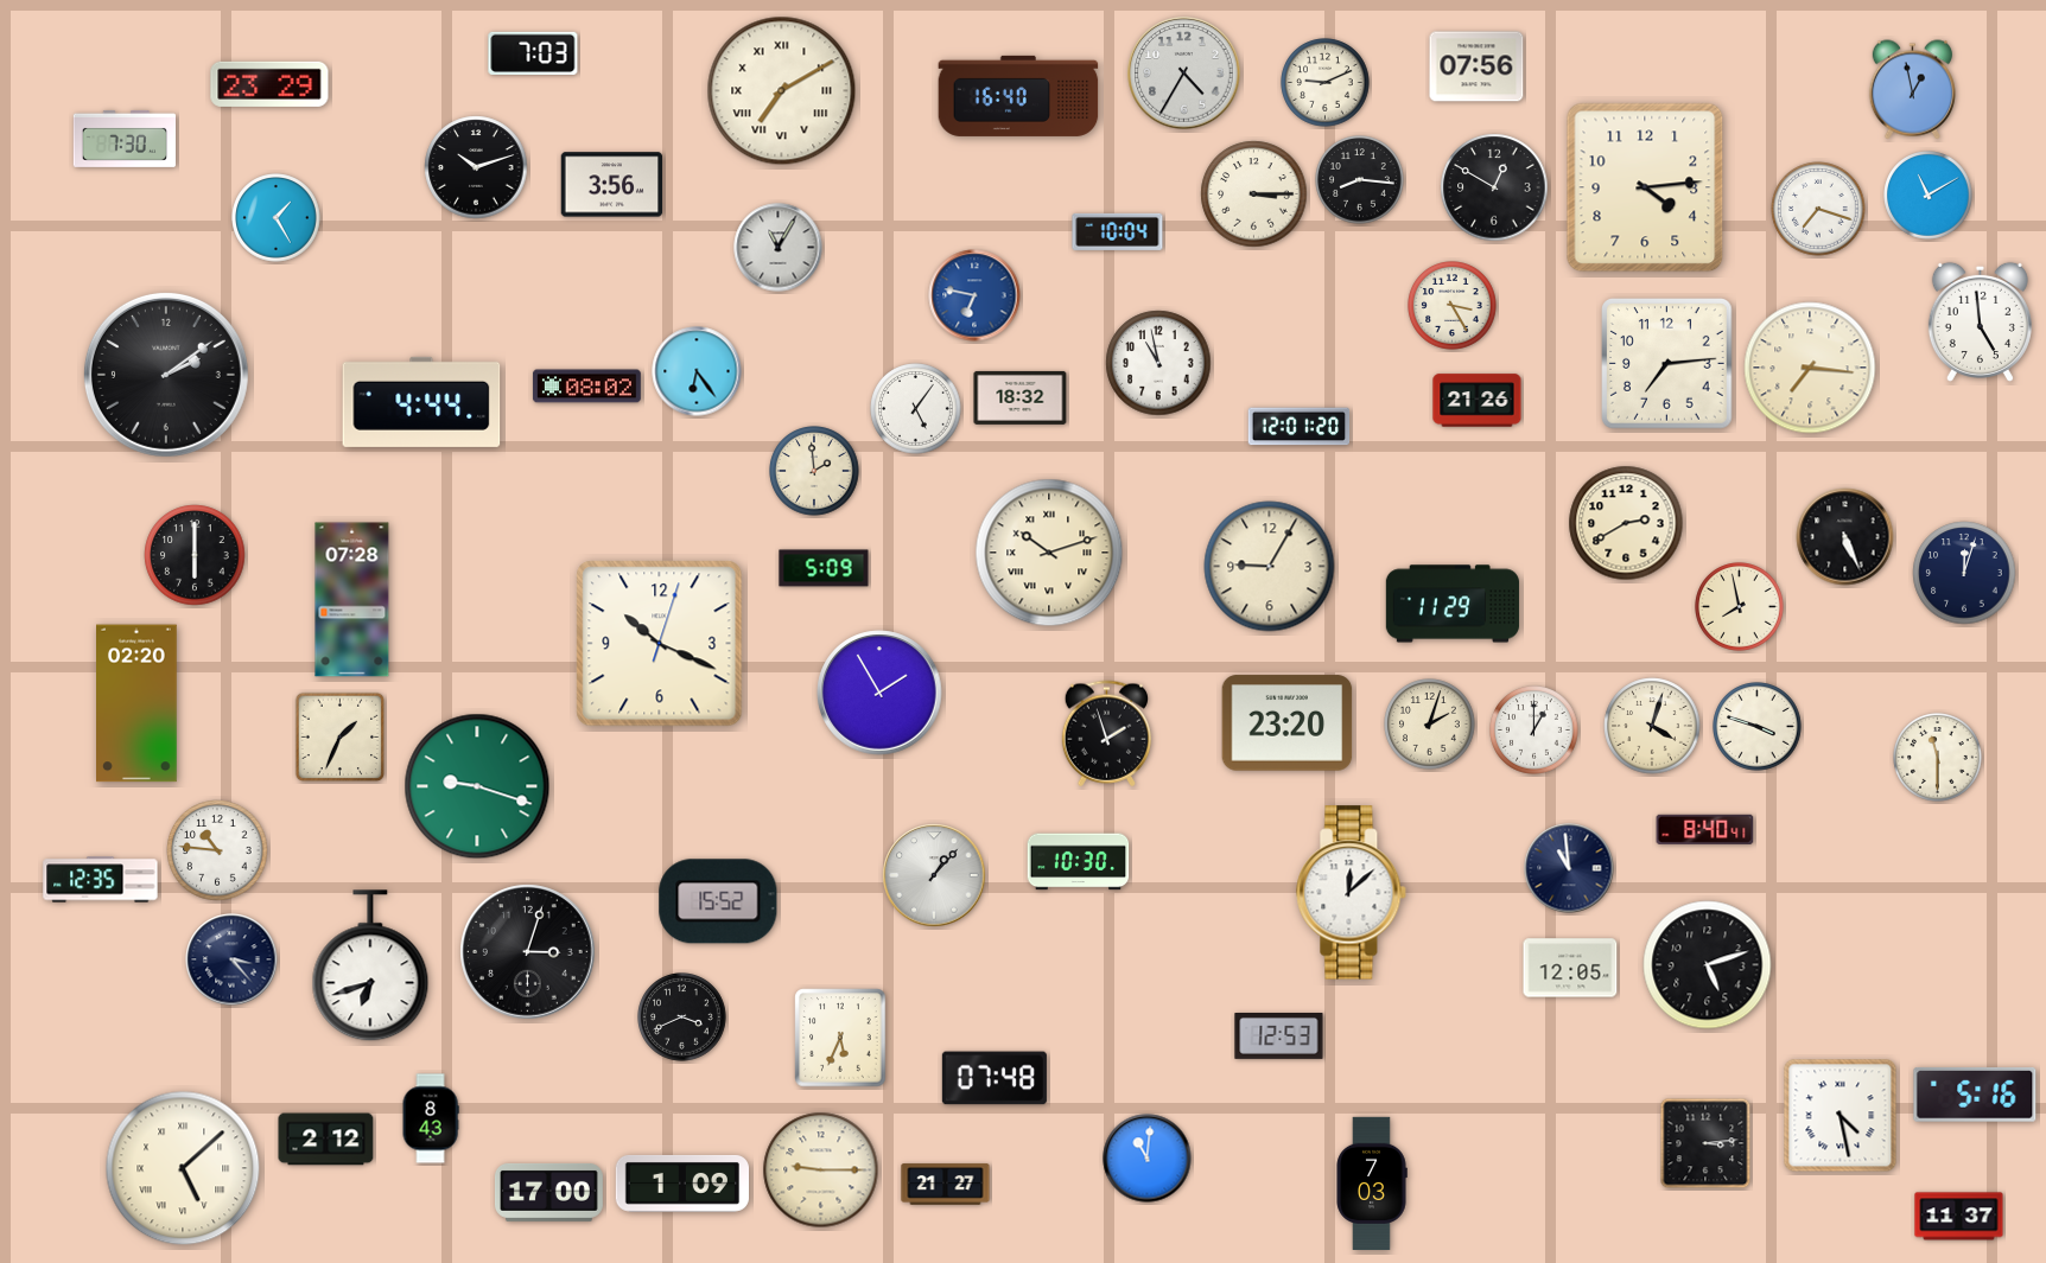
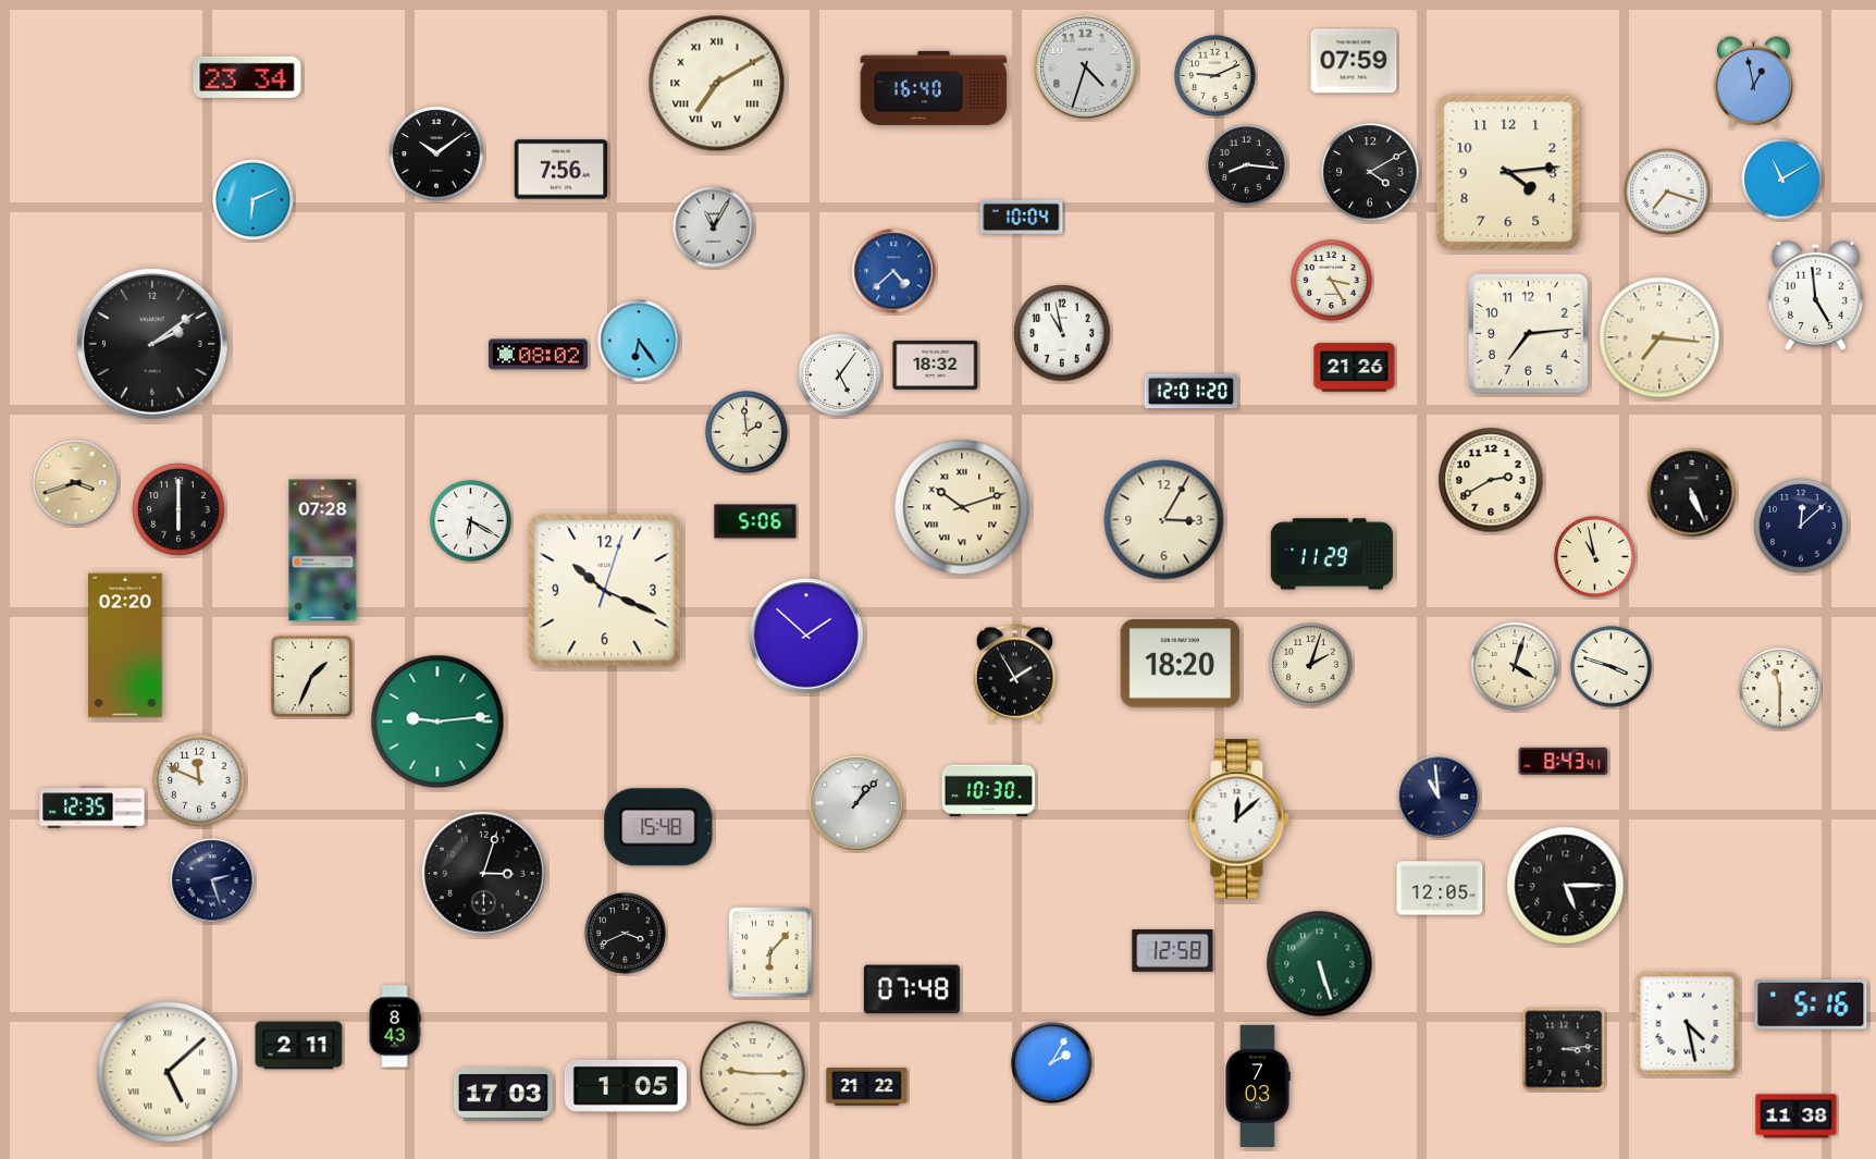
clock at (533, 53): 7:03 -> none
clock at (1476, 66): 07:56 -> 07:59
clock at (1184, 74): 4:35 -> 4:33
clock at (269, 84): 23:29 -> 23:34
clock at (123, 139): 7:30 -> none
clock at (476, 167): 10:12 -> 10:09
clock at (612, 185): 3:56 -> 7:56
clock at (1494, 187): 12:50 -> 4:10
clock at (1254, 194): 3:15 -> none
clock at (1929, 196) position: (1929, 196) -> (1782, 180)
clock at (277, 218): 1:25 -> 6:11
clock at (1118, 231) position: (1118, 231) -> (1022, 217)
clock at (974, 295): 6:47 -> 4:38
clock at (421, 402): 4:44 -> none
clock at (76, 483): none -> 3:42
clock at (1270, 567): 9:05 -> 3:05
clock at (471, 521): none -> 6:20
clock at (824, 568): 5:09 -> 5:06
clock at (1964, 573): 12:03 -> 12:08
clock at (1740, 607): 7:58 -> 10:58
clock at (879, 693): 1:55 -> 1:52
clock at (1288, 723): 23:20 -> 18:20
clock at (1534, 731): 1:00 -> none
clock at (1106, 734): 1:57 -> 1:55
clock at (1938, 758) position: (1938, 758) -> (1780, 689)
clock at (477, 786): 9:18 -> 9:14
clock at (1705, 829): 8:40 -> 8:43
clock at (217, 850): 10:46 -> 11:49
clock at (718, 901): 15:52 -> 15:48
clock at (231, 959): 3:23 -> 2:27
clock at (1708, 965): 5:12 -> 5:15
clock at (370, 967): 6:42 -> none
clock at (1279, 1036): 12:53 -> 12:58
clock at (840, 1038): 5:34 -> 6:07
clock at (1320, 964): none -> 5:27
clock at (326, 1140): 2:12 -> 2:11
clock at (1148, 1159): 11:01 -> 2:05
clock at (681, 1184): 1:09 -> 1:05
clock at (946, 1185): 21:27 -> 21:22
clock at (548, 1193): 17:00 -> 17:03
clock at (1959, 1217): 11:37 -> 11:38
